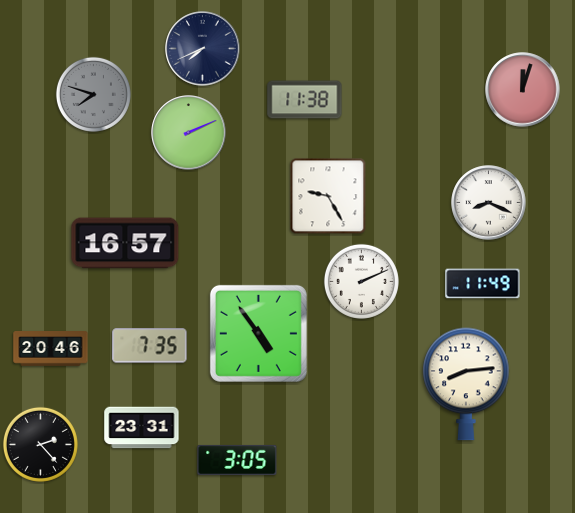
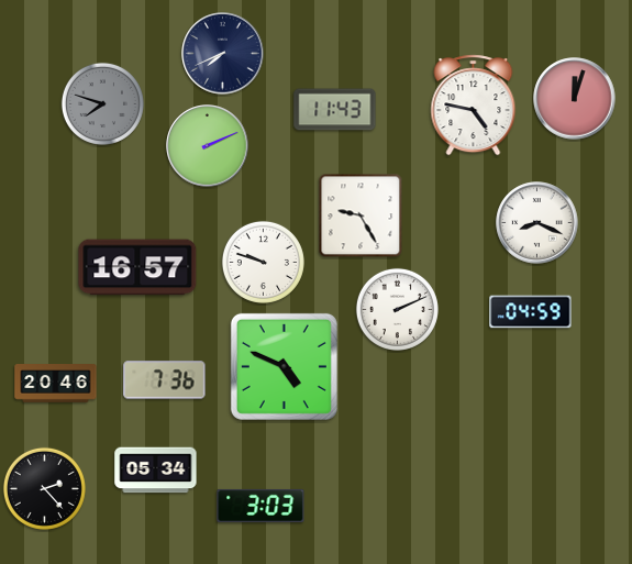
clock at (474, 106): none -> 4:47
clock at (305, 100): 11:38 -> 11:43
clock at (263, 262): none -> 9:48
clock at (483, 284): 11:49 -> 04:59
clock at (258, 333): 4:54 -> 4:49
clock at (150, 346): 7:35 -> 7:36
clock at (466, 384): 8:14 -> none
clock at (142, 428): 23:31 -> 05:34
clock at (237, 460): 3:05 -> 3:03
